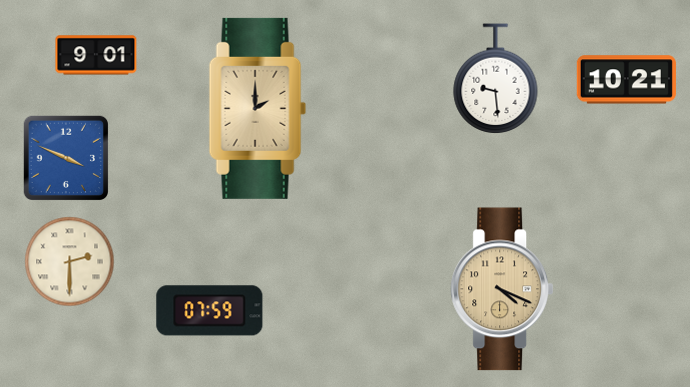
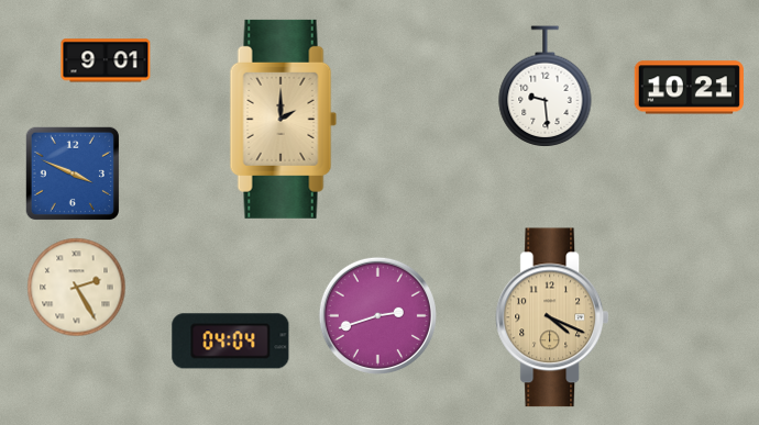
clock at (70, 262): 2:30 -> 2:25
clock at (377, 315): none -> 2:42
clock at (210, 311): 07:59 -> 04:04
